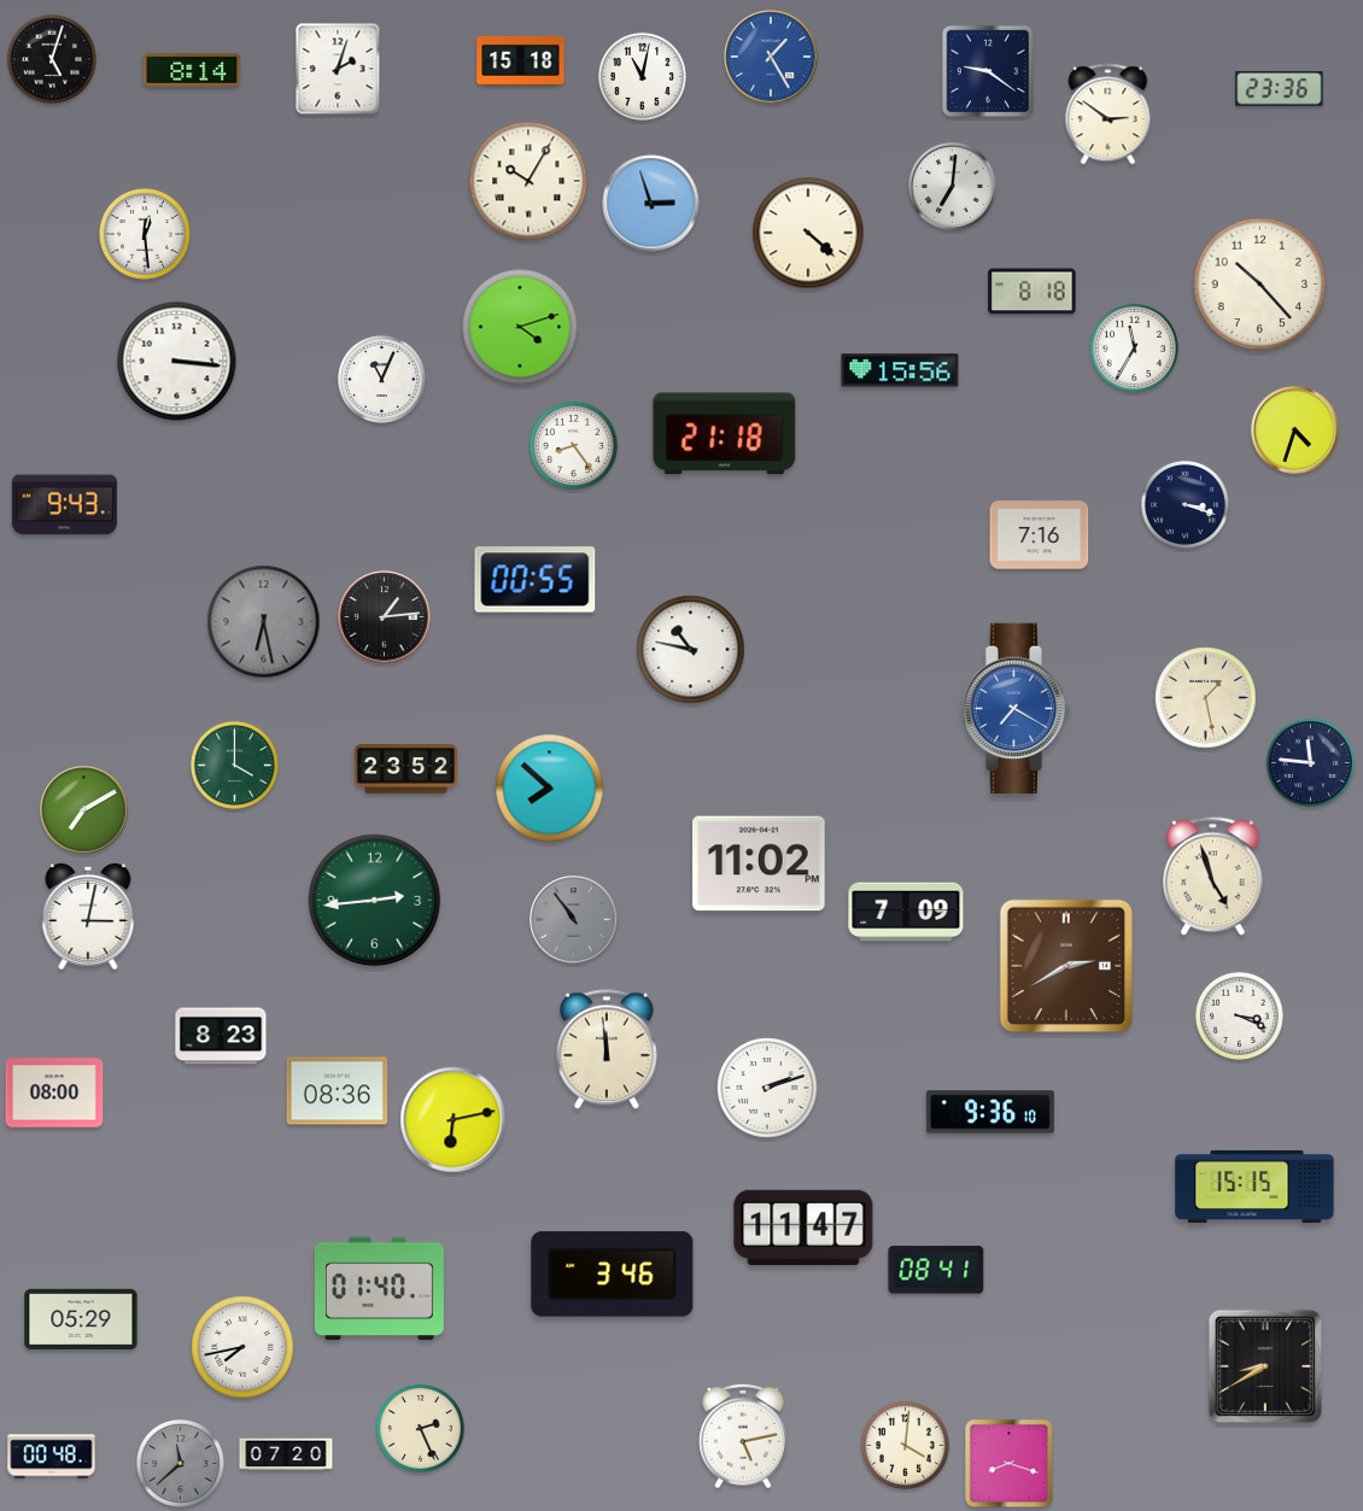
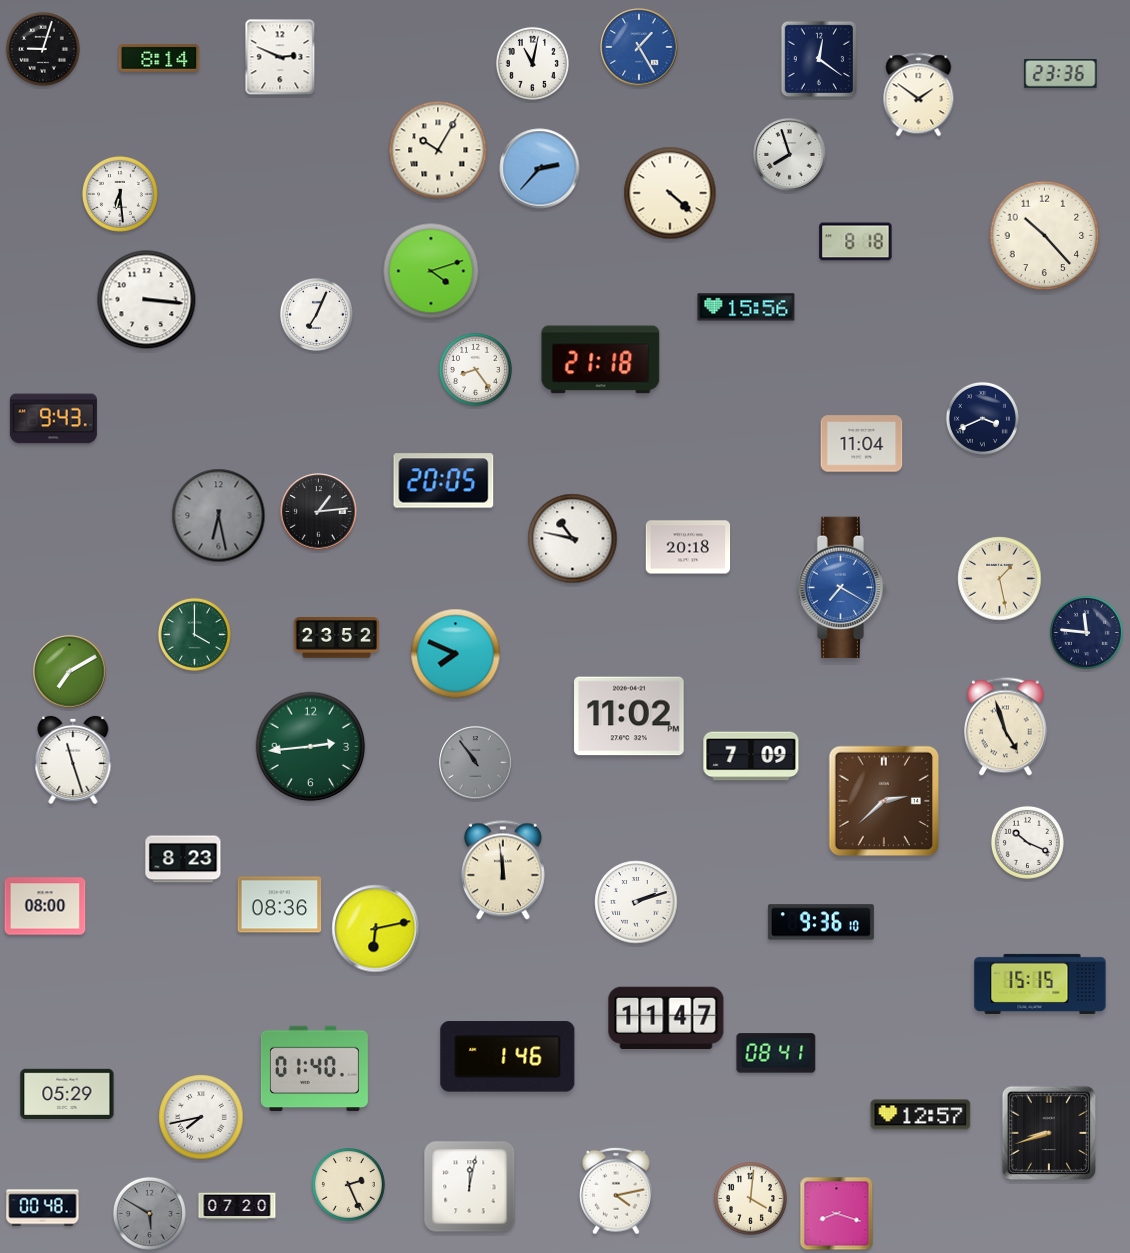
clock at (52, 59): 5:03 -> 9:03
clock at (521, 60): 15:18 -> none
clock at (338, 69): 2:03 -> 2:49
clock at (987, 70): 9:21 -> 12:21
clock at (1108, 115): 2:51 -> 1:51
clock at (953, 187): 7:01 -> 7:57
clock at (651, 204): 2:57 -> 2:37
clock at (145, 234): 12:29 -> 6:29
clock at (1134, 347): 11:35 -> none
clock at (381, 379): 11:04 -> 7:04
clock at (1295, 431): 4:33 -> none
clock at (1184, 504): 3:18 -> 3:41
clock at (1040, 535): 7:16 -> 11:04
clock at (536, 580): 00:55 -> 20:05
clock at (688, 547): none -> 20:18
clock at (550, 789): 7:52 -> 7:49
clock at (88, 916): 3:02 -> 11:27
clock at (1066, 966): 2:40 -> 2:38
clock at (1239, 1015): 3:19 -> 10:19
clock at (613, 1275): 3:46 -> 1:46
clock at (921, 1115): none -> 12:57
clock at (1265, 1366): 8:40 -> 8:42
clock at (470, 1187): none -> 12:02
clock at (743, 1436): 5:13 -> 4:13
clock at (180, 1463): 11:38 -> 5:50
